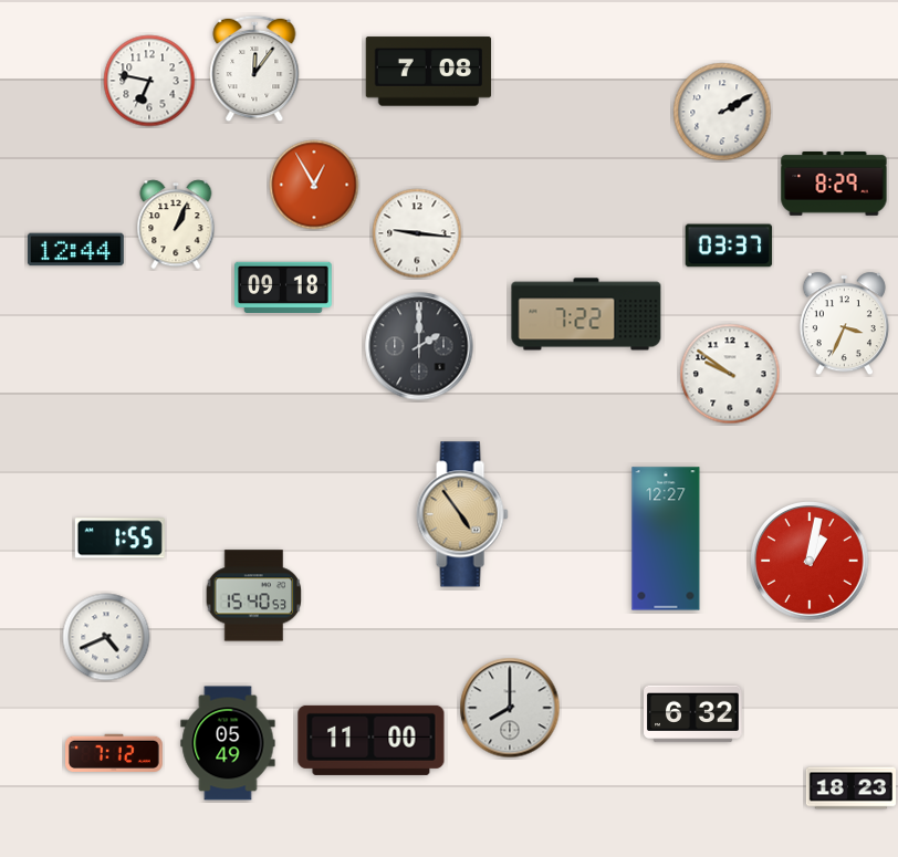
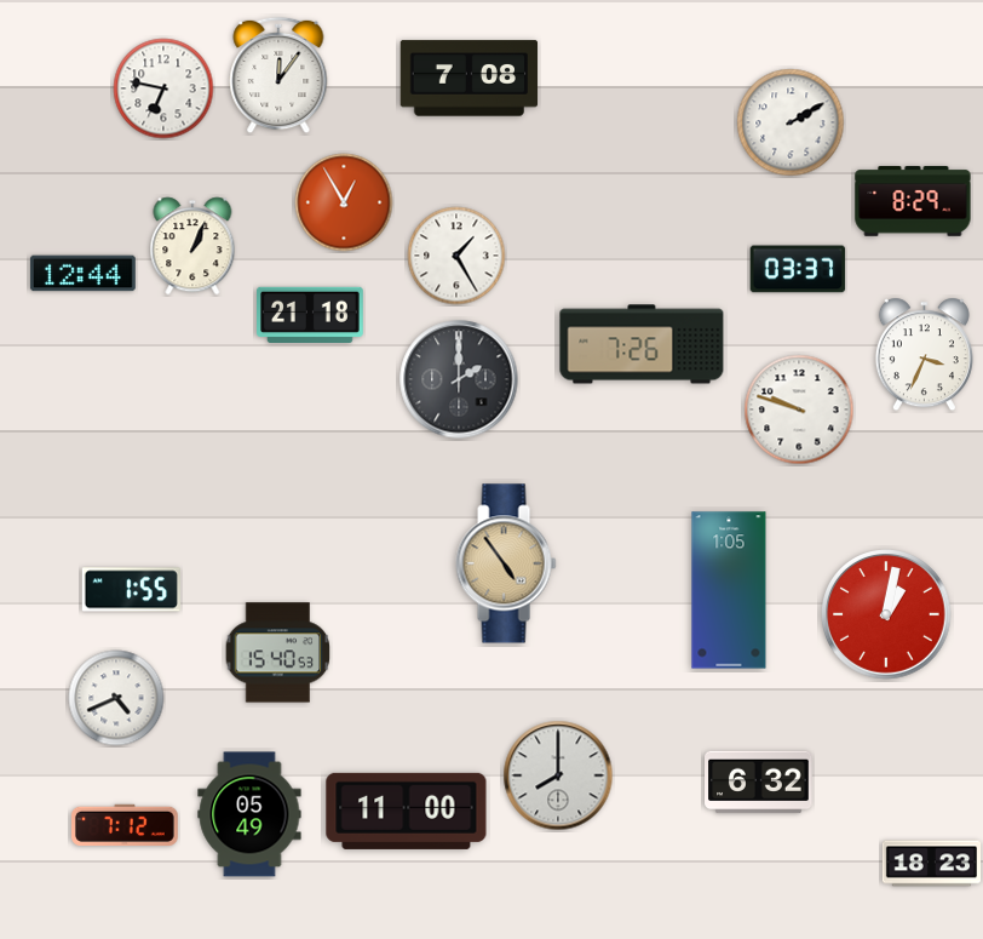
clock at (417, 233): 9:16 -> 1:25
clock at (284, 286): 09:18 -> 21:18
clock at (586, 314): 7:22 -> 7:26
clock at (730, 374): 9:51 -> 9:48
clock at (666, 539): 12:27 -> 1:05
